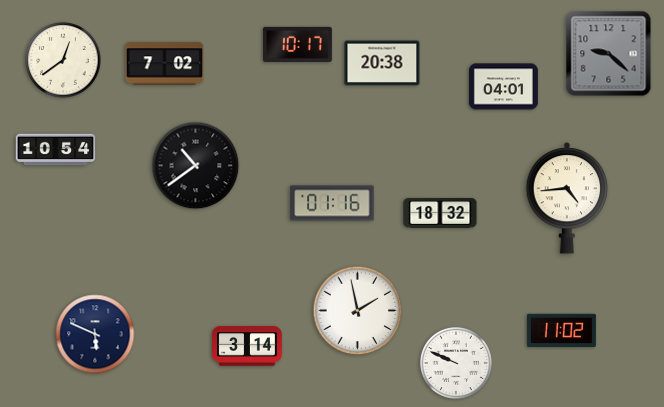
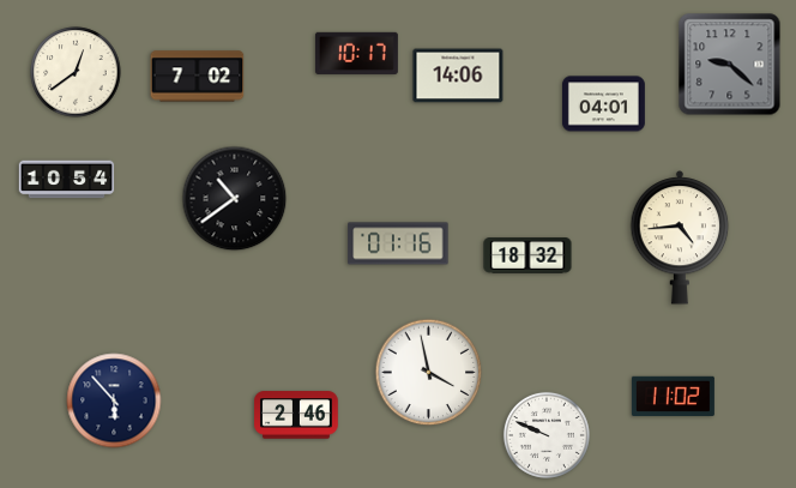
clock at (382, 63): 20:38 -> 14:06
clock at (358, 311): 1:58 -> 3:58
clock at (95, 334): 5:49 -> 5:53
clock at (247, 346): 3:14 -> 2:46
